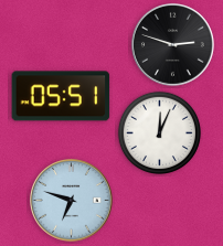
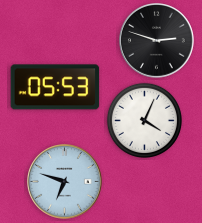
clock at (61, 96): 05:51 -> 05:53
clock at (159, 132): 12:04 -> 4:04
